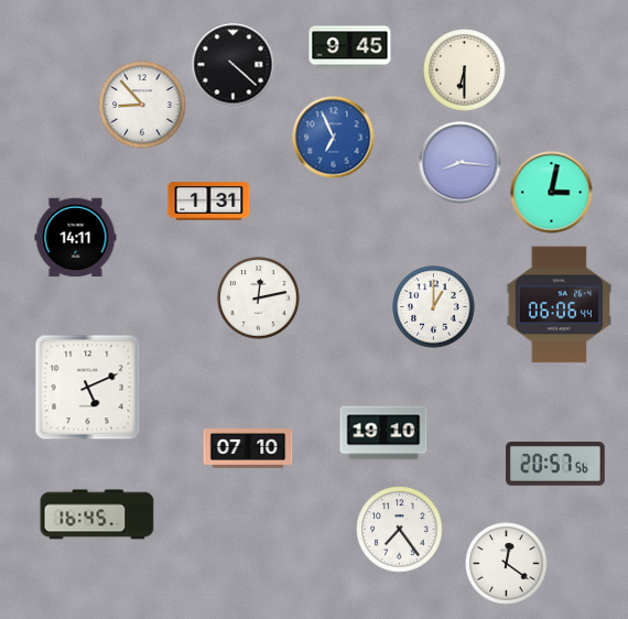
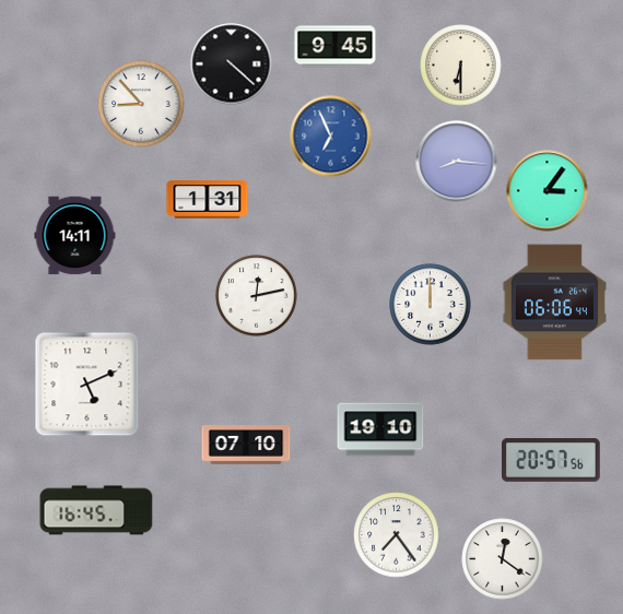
clock at (350, 47) position: (350, 47) -> (336, 47)
clock at (465, 70) position: (465, 70) -> (461, 66)
clock at (552, 193): 3:02 -> 3:06
clock at (434, 307): 1:00 -> 12:00
clock at (400, 530) position: (400, 530) -> (397, 535)
